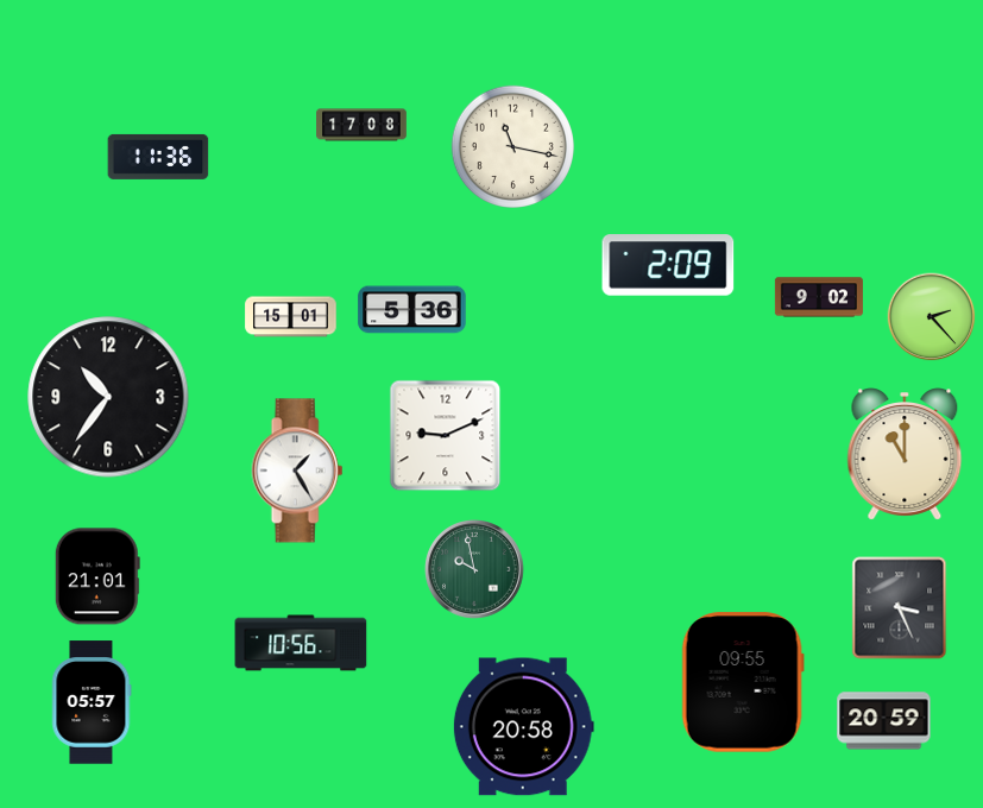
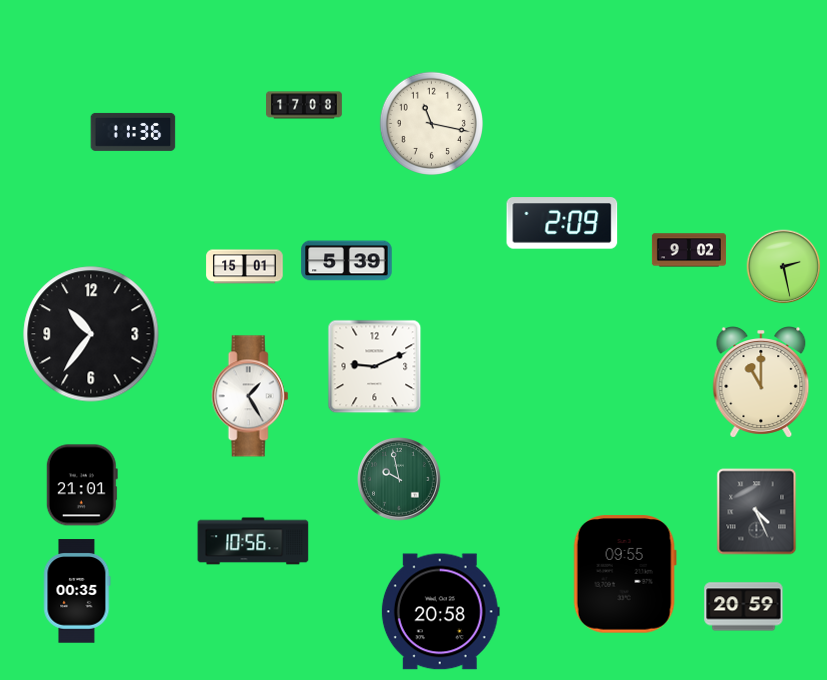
clock at (412, 310): 5:36 -> 5:39
clock at (932, 317): 2:23 -> 2:28
clock at (900, 608): 3:26 -> 4:26
clock at (92, 702): 05:57 -> 00:35
